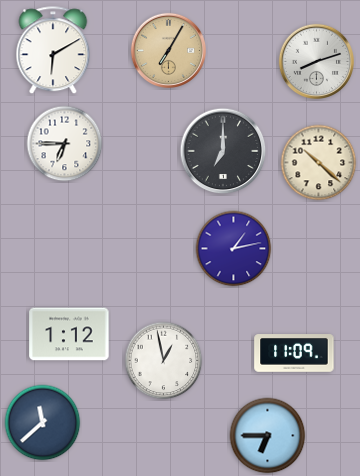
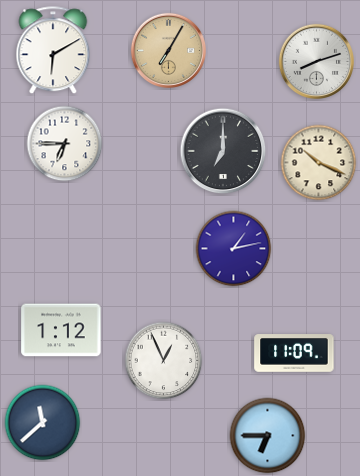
clock at (319, 163): 10:22 -> 10:19
clock at (69, 334) position: (69, 334) -> (61, 330)
clock at (164, 361): 12:58 -> 12:56
